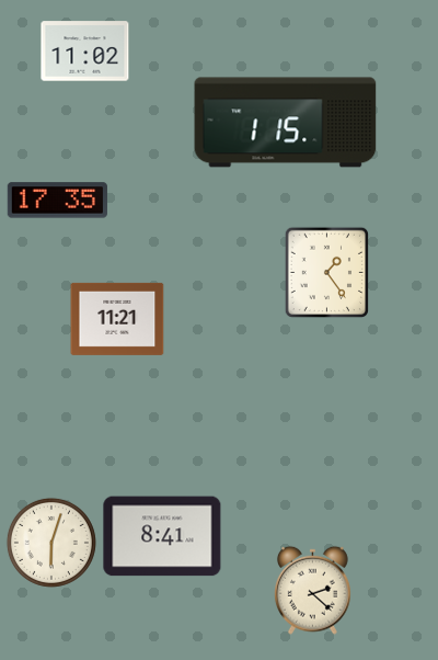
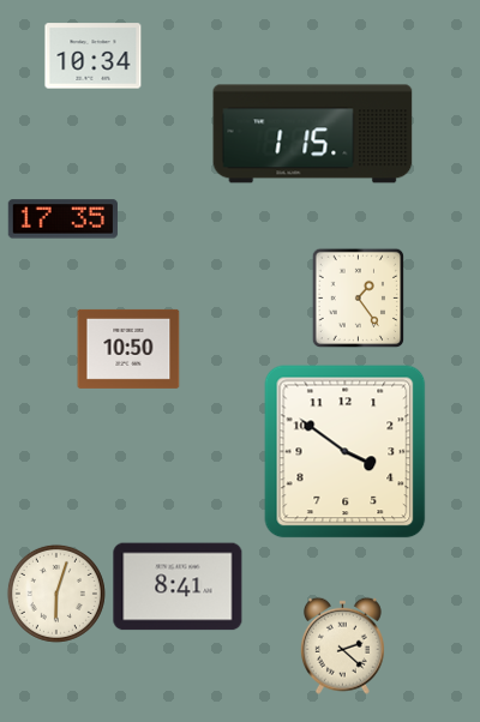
clock at (85, 52): 11:02 -> 10:34
clock at (117, 319): 11:21 -> 10:50
clock at (346, 452): none -> 3:51
